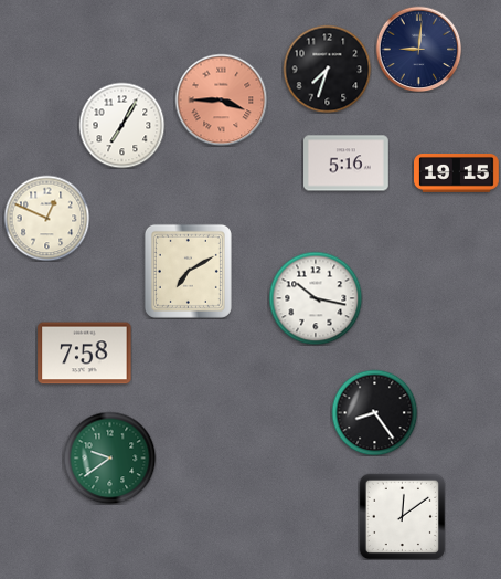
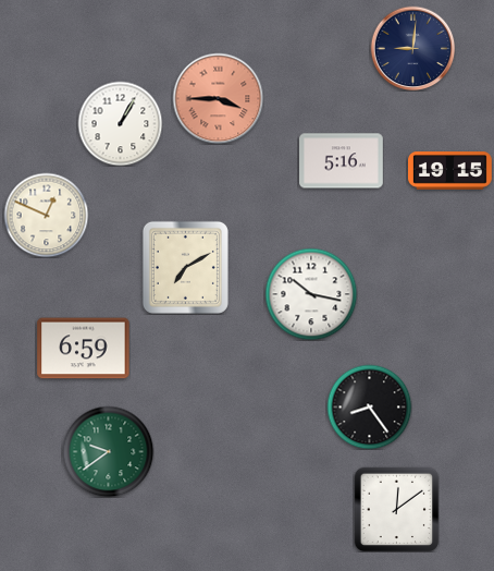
clock at (327, 69): 7:33 -> none
clock at (121, 125): 7:05 -> 1:05
clock at (85, 354): 7:58 -> 6:59
